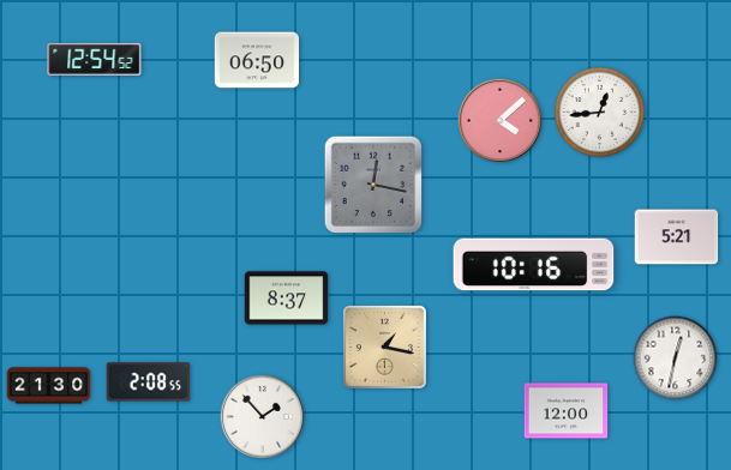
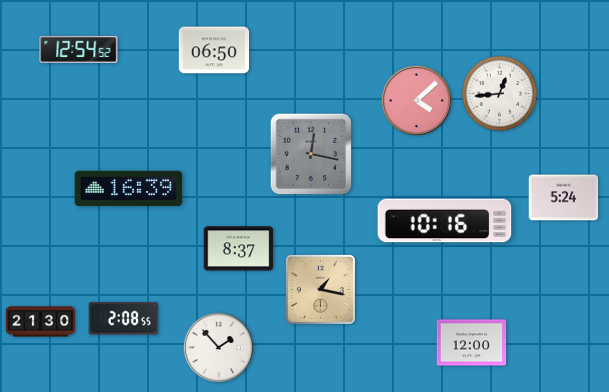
clock at (129, 188): none -> 16:39
clock at (677, 237): 5:21 -> 5:24
clock at (676, 358): 12:32 -> none
